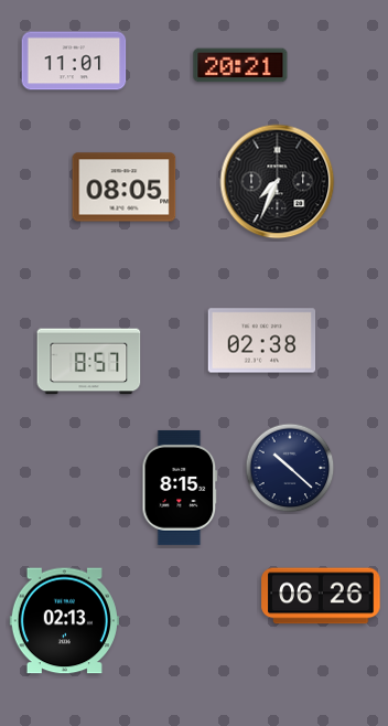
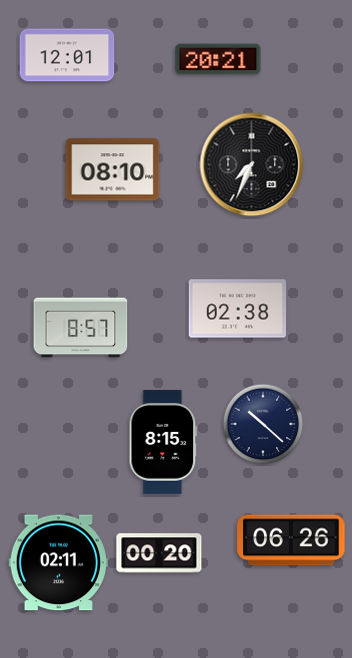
clock at (74, 61): 11:01 -> 12:01
clock at (125, 188): 08:05 -> 08:10
clock at (159, 553): none -> 00:20
clock at (64, 621): 02:13 -> 02:11
